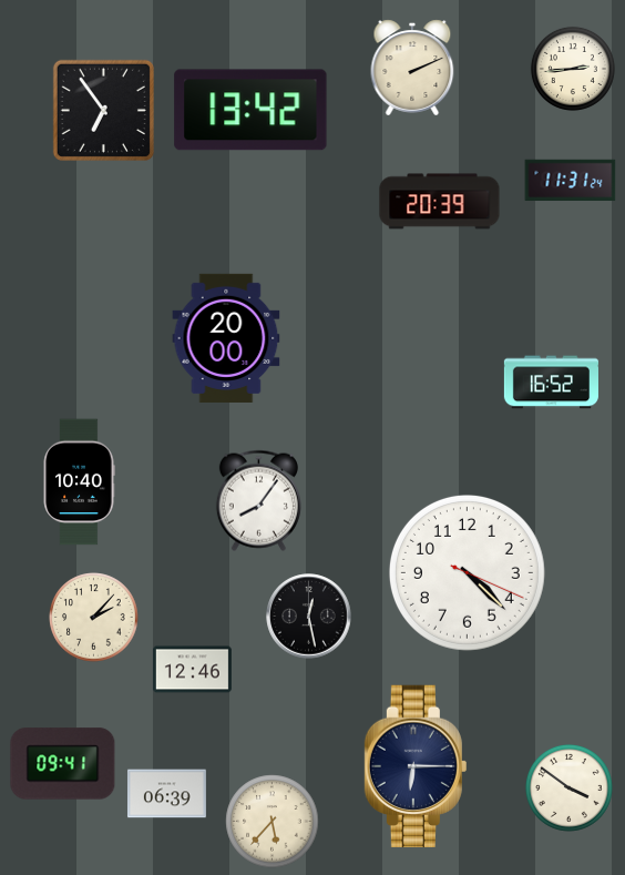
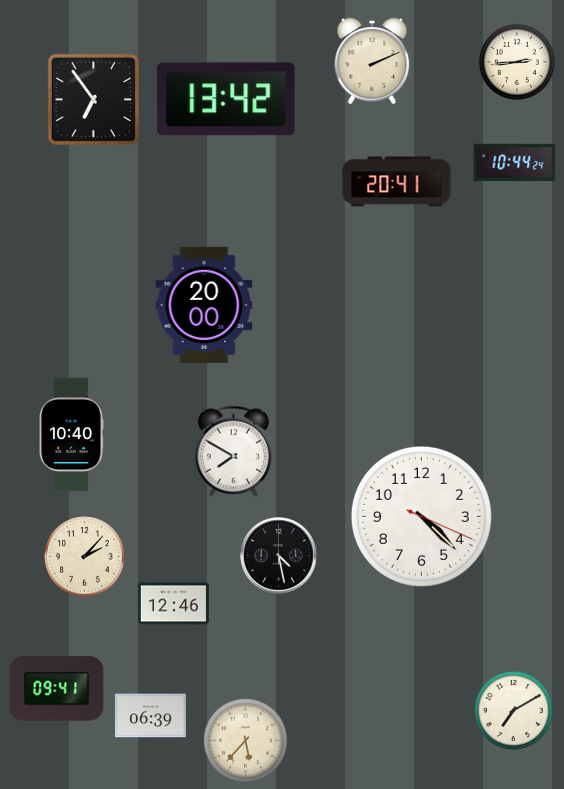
clock at (571, 181): 11:31 -> 10:44
clock at (440, 202): 20:39 -> 20:41
clock at (551, 383): 16:52 -> none
clock at (258, 500): 8:06 -> 7:50
clock at (309, 617): 12:28 -> 4:28
clock at (416, 765): 6:15 -> none
clock at (568, 787): 3:51 -> 7:10
